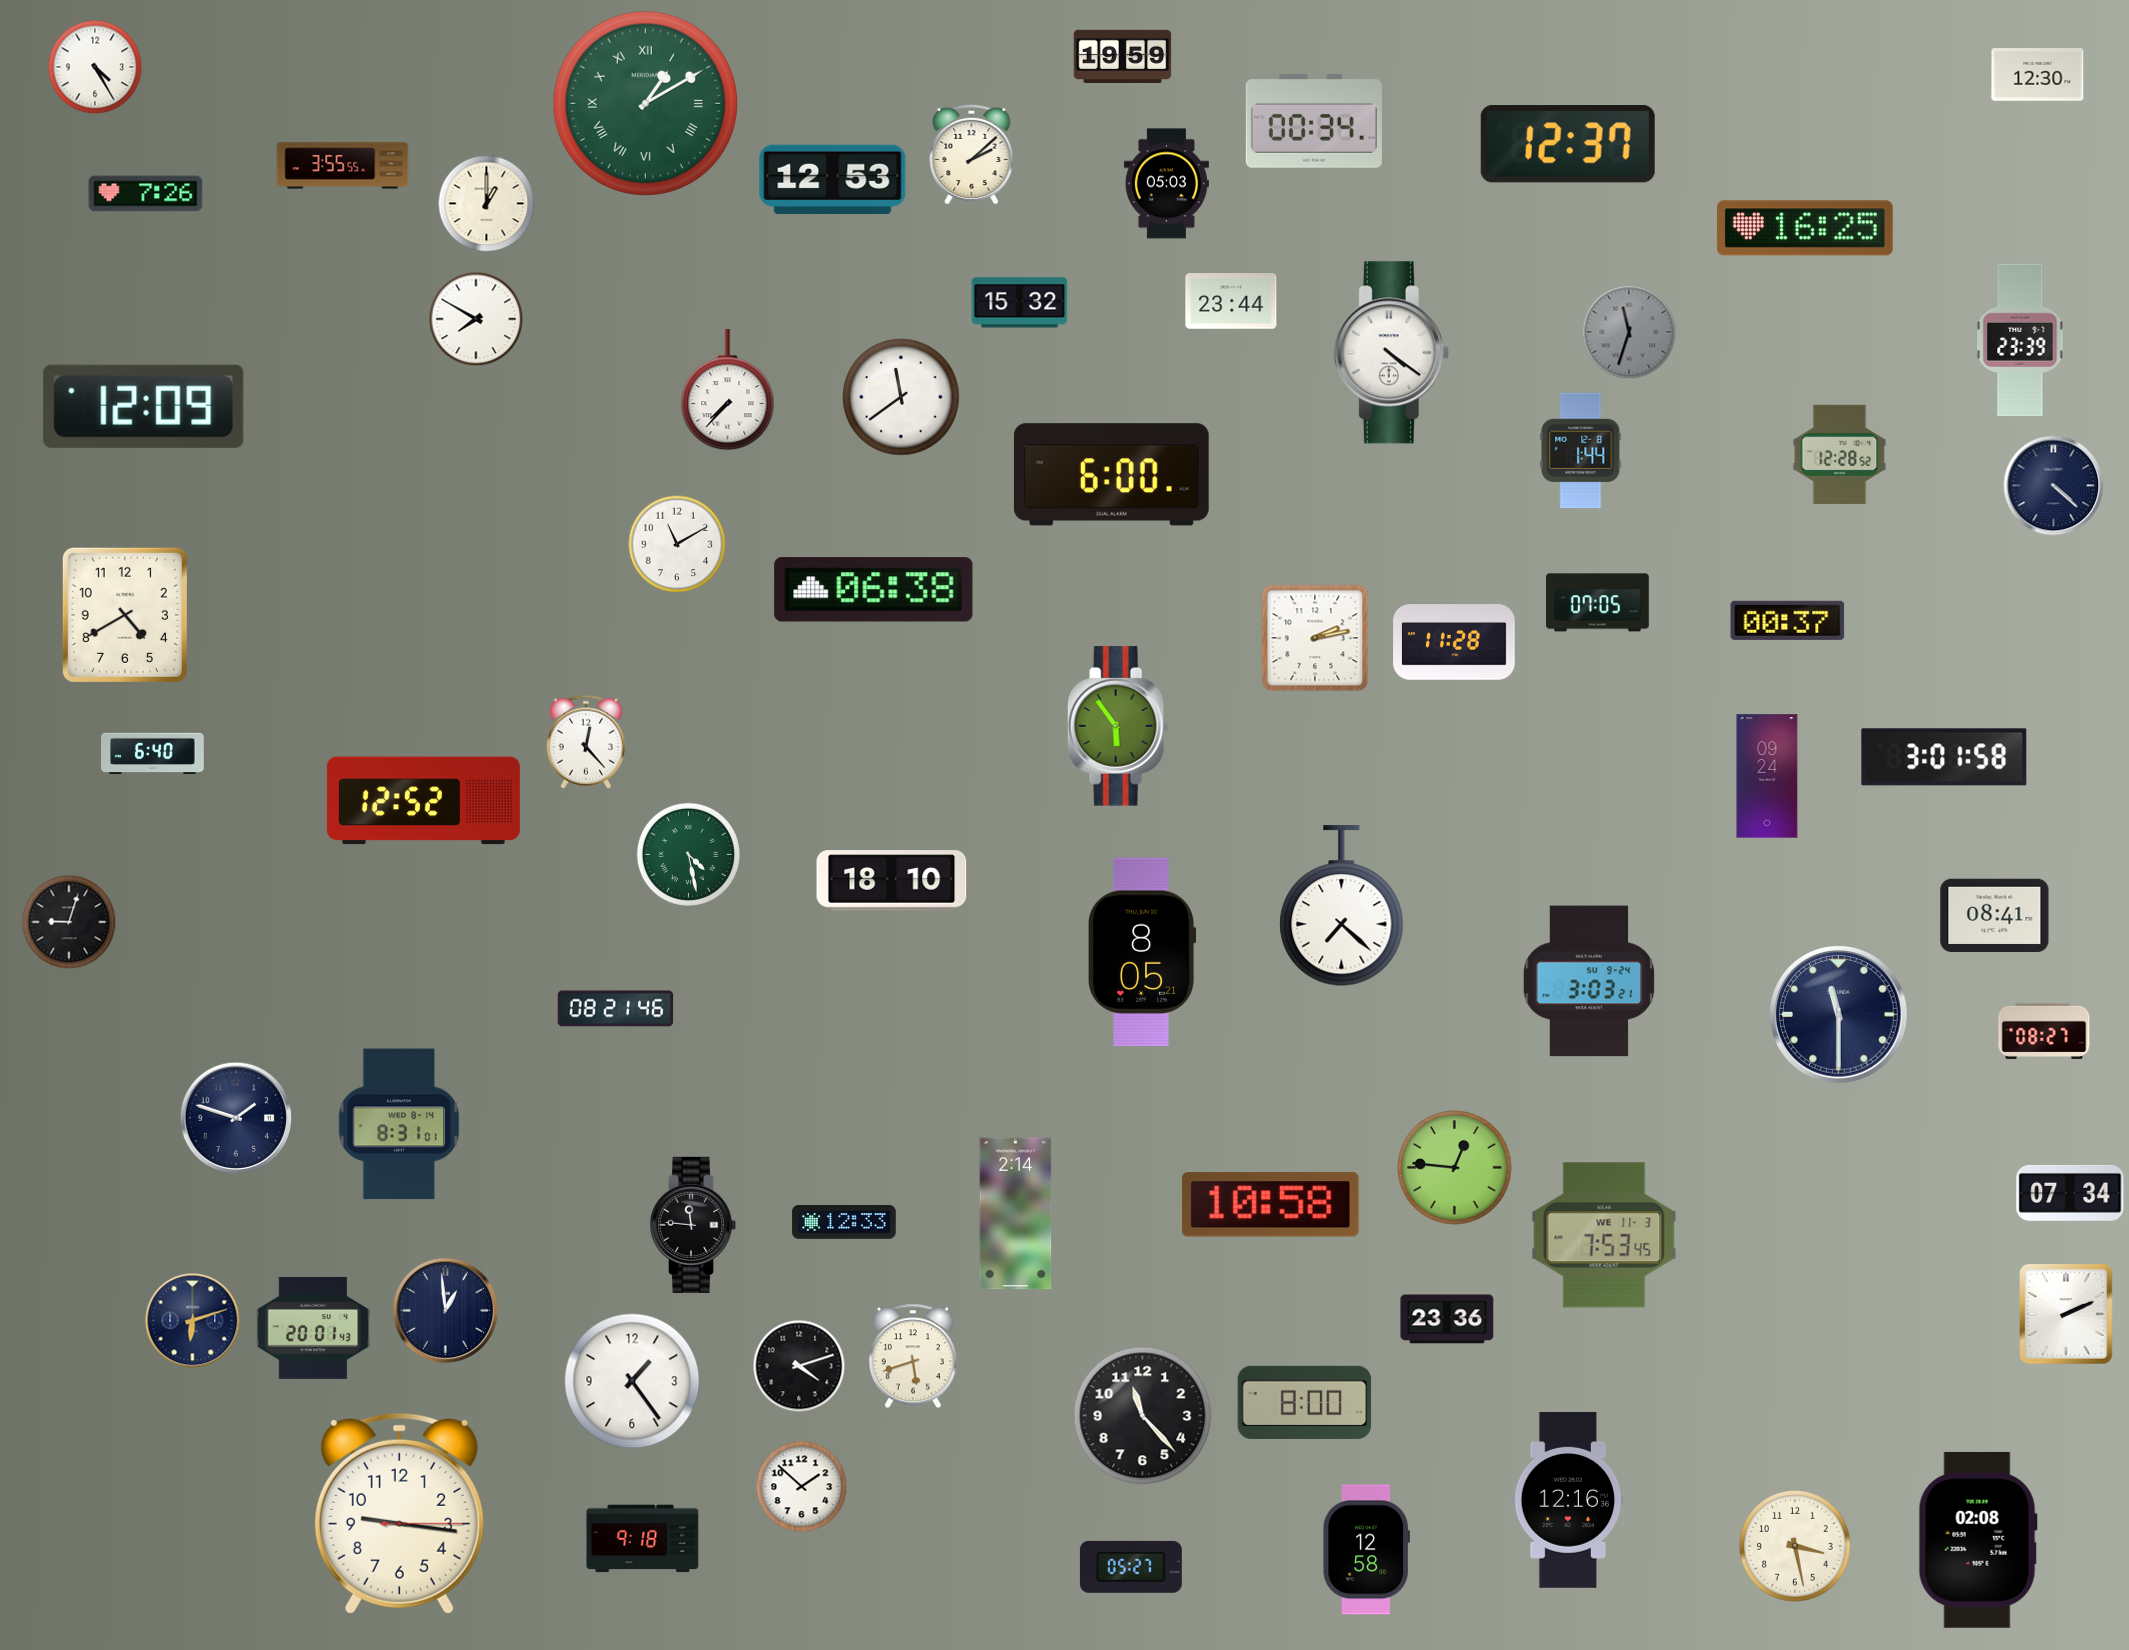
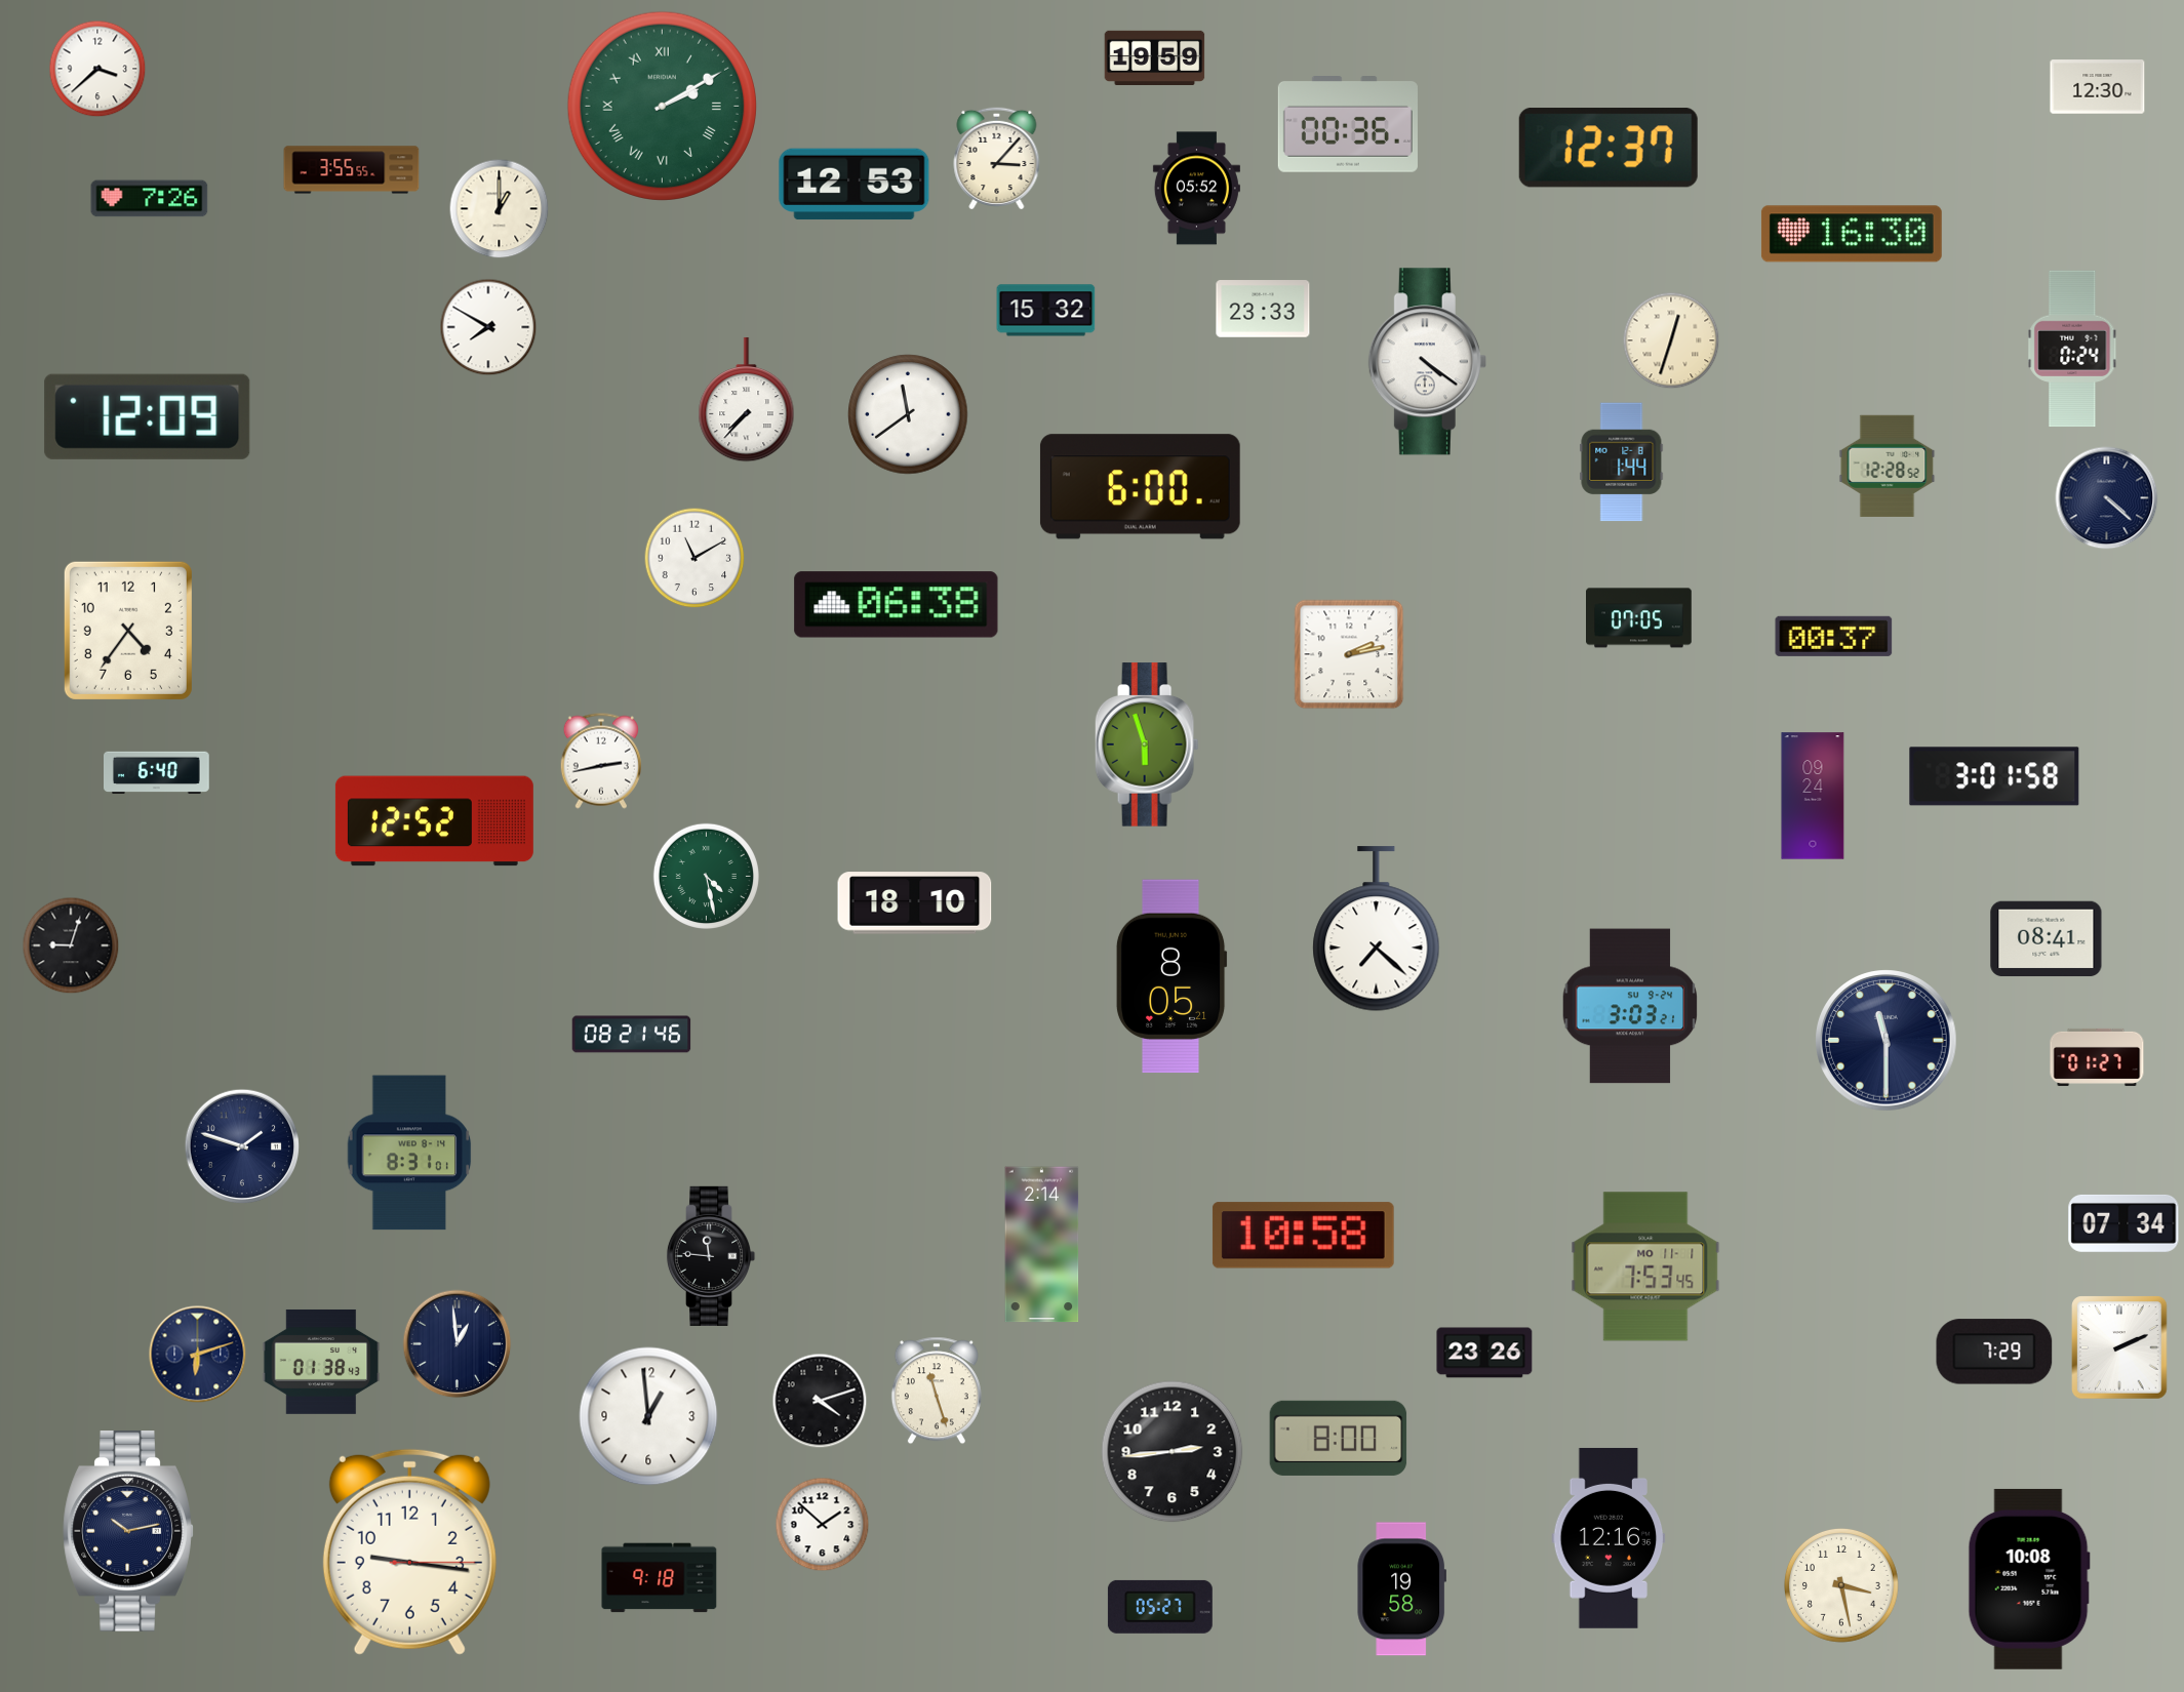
clock at (1123, 56) position: (1123, 56) -> (1155, 57)
clock at (95, 67): 4:25 -> 3:38
clock at (2038, 75) position: (2038, 75) -> (2098, 87)
clock at (645, 103): 1:10 -> 2:10
clock at (1314, 122): 00:34 -> 00:36
clock at (972, 154): 2:08 -> 3:07
clock at (1166, 184): 05:03 -> 05:52
clock at (1805, 228): 16:25 -> 16:30
clock at (1231, 301): 23:44 -> 23:33
clock at (1629, 332): 11:33 -> 12:33
clock at (1629, 332) dial: grey -> cream
clock at (2020, 340): 23:39 -> 0:24
clock at (901, 397) position: (901, 397) -> (908, 414)
clock at (125, 615): 4:40 -> 4:36
clock at (1454, 642): 11:28 -> none
clock at (1118, 726): 5:54 -> 5:57
clock at (586, 742): 12:23 -> 2:43
clock at (2044, 1031): 08:27 -> 01:27
clock at (1455, 1168): 12:46 -> none
clock at (844, 1223): 12:33 -> none
clock at (1604, 1235) date: WE 11-3 -> MO 11-1
clock at (1994, 1352): none -> 7:29
clock at (1447, 1319): 23:36 -> 23:26
clock at (313, 1328): 20:01 -> 01:38
clock at (913, 1356): 5:42 -> 11:27
clock at (632, 1381): 1:24 -> 12:59
clock at (1143, 1416): 11:23 -> 2:44
clock at (128, 1532): none -> 10:13
clock at (1978, 1540): 02:08 -> 10:08
clock at (1366, 1550): 12:58 -> 19:58
